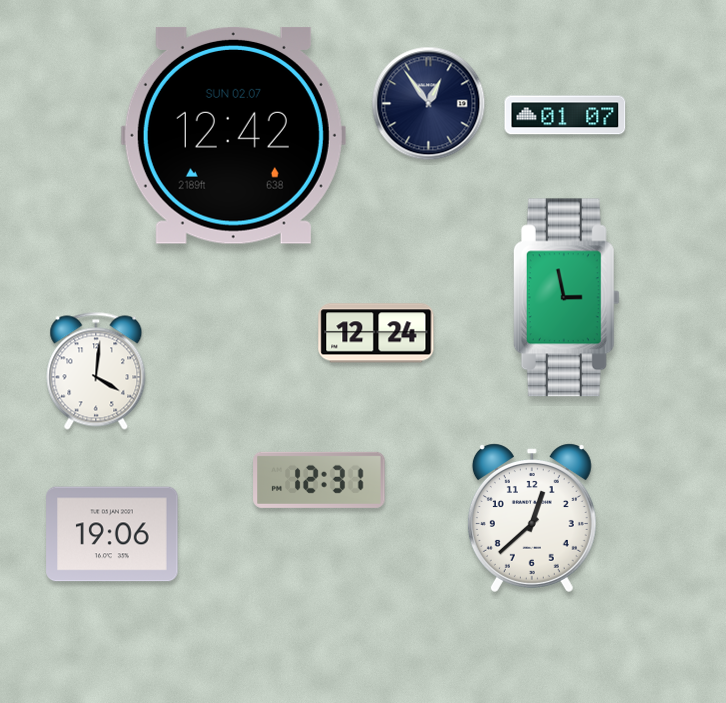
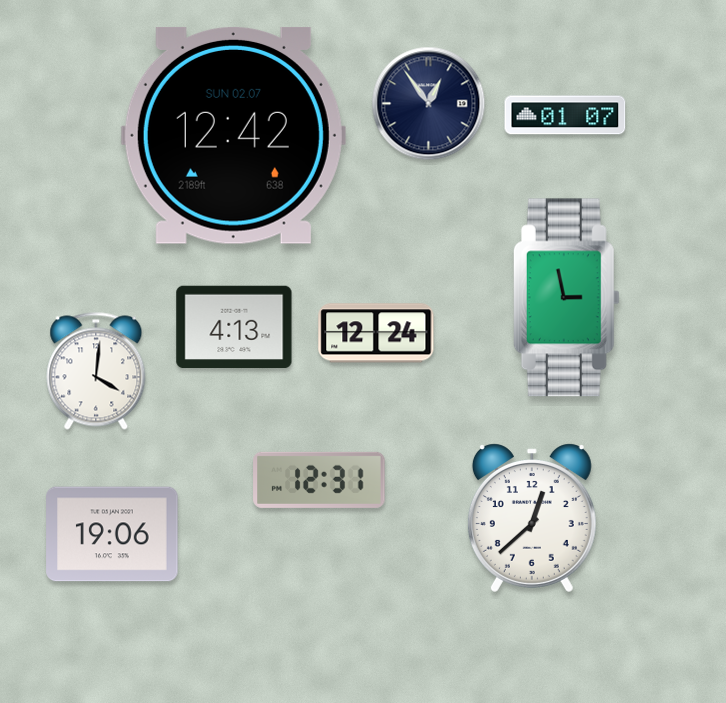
clock at (234, 327): none -> 4:13
